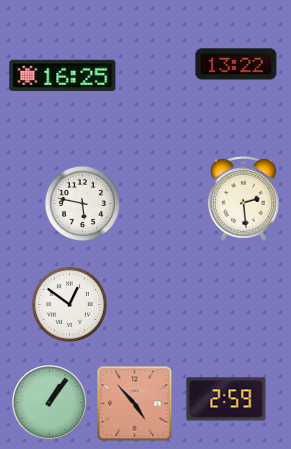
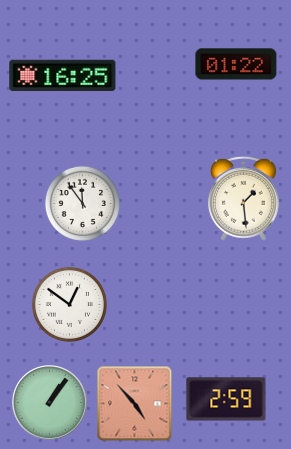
clock at (236, 64): 13:22 -> 01:22
clock at (244, 198): 2:29 -> 1:29
clock at (82, 203): 5:47 -> 11:54
